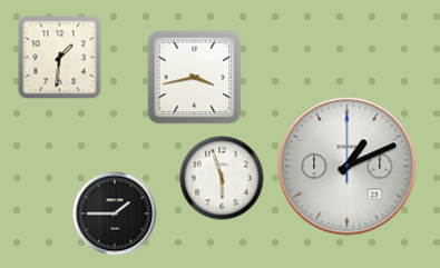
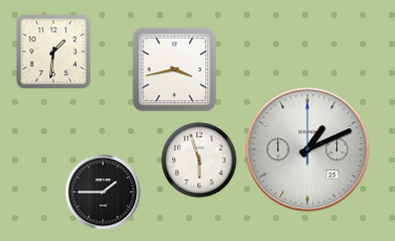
clock at (348, 167) position: (348, 167) -> (308, 150)
